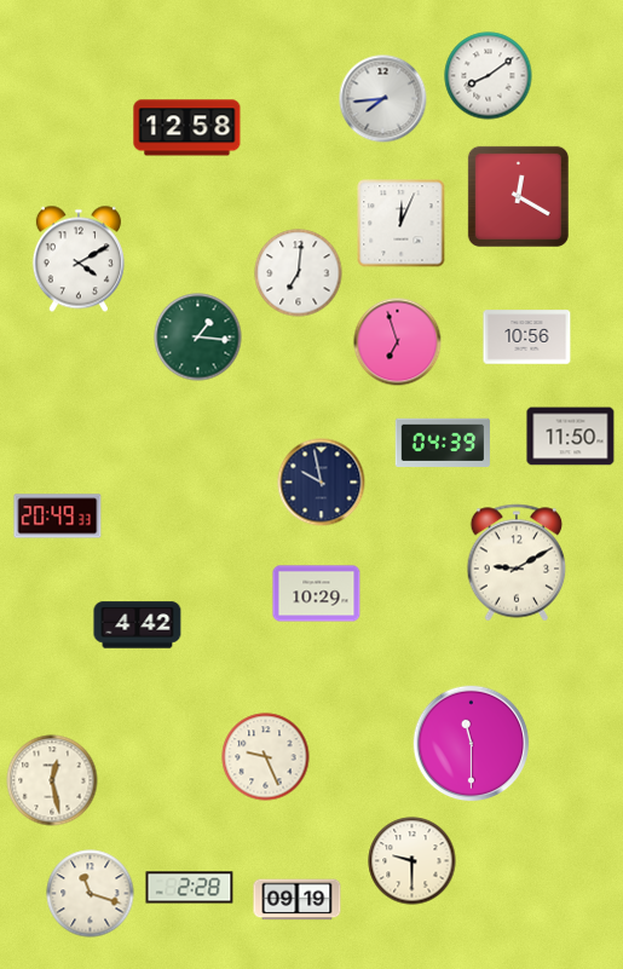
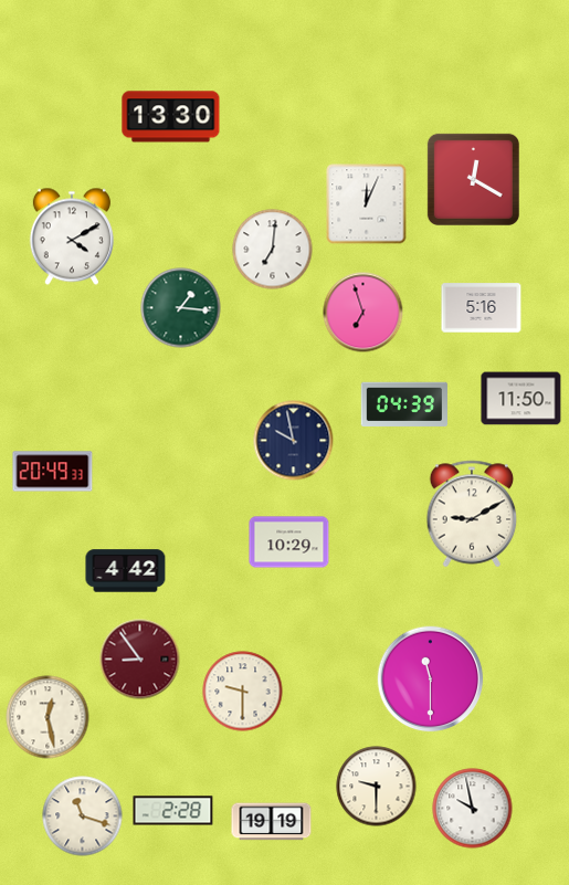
clock at (489, 76): 8:09 -> none
clock at (383, 99): 7:44 -> none
clock at (188, 128): 12:58 -> 13:30
clock at (527, 338): 10:56 -> 5:16
clock at (140, 660): none -> 8:54
clock at (266, 757): 9:26 -> 9:30
clock at (52, 780) position: (52, 780) -> (48, 717)
clock at (473, 809): none -> 9:58
clock at (298, 900): 09:19 -> 19:19
